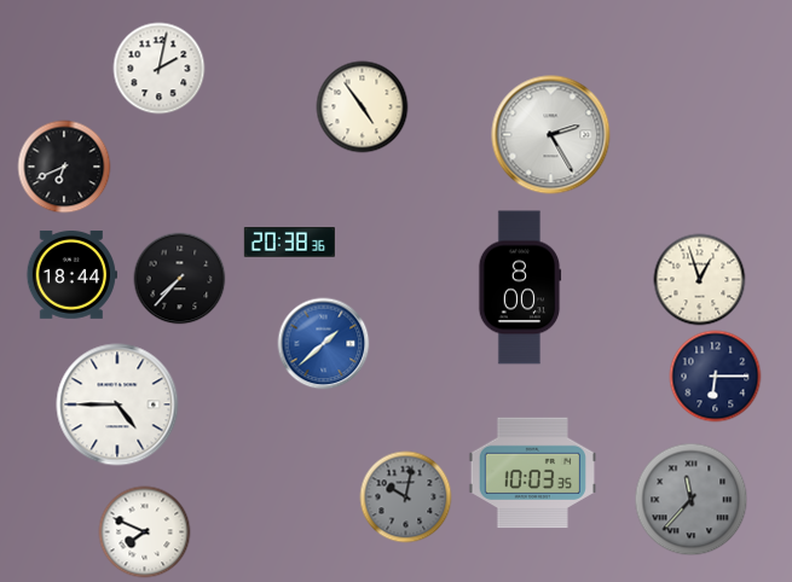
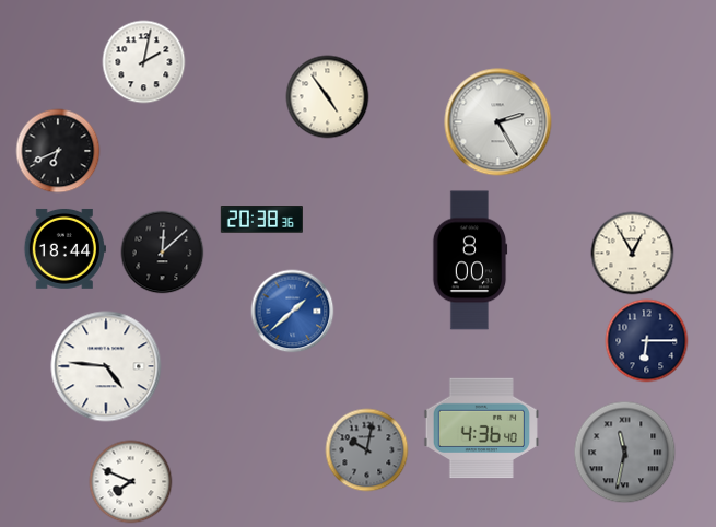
clock at (180, 279): 7:37 -> 12:08
clock at (700, 280): 12:57 -> 12:55
clock at (117, 405): 4:45 -> 4:46
clock at (532, 473): 10:03 -> 4:36
clock at (692, 500): 11:37 -> 11:32
